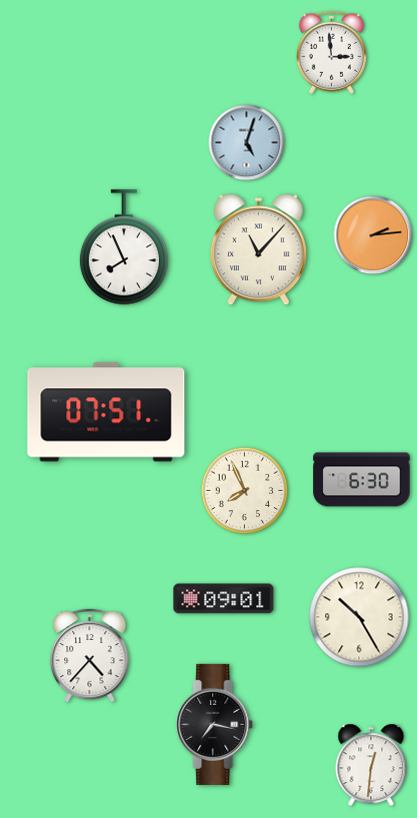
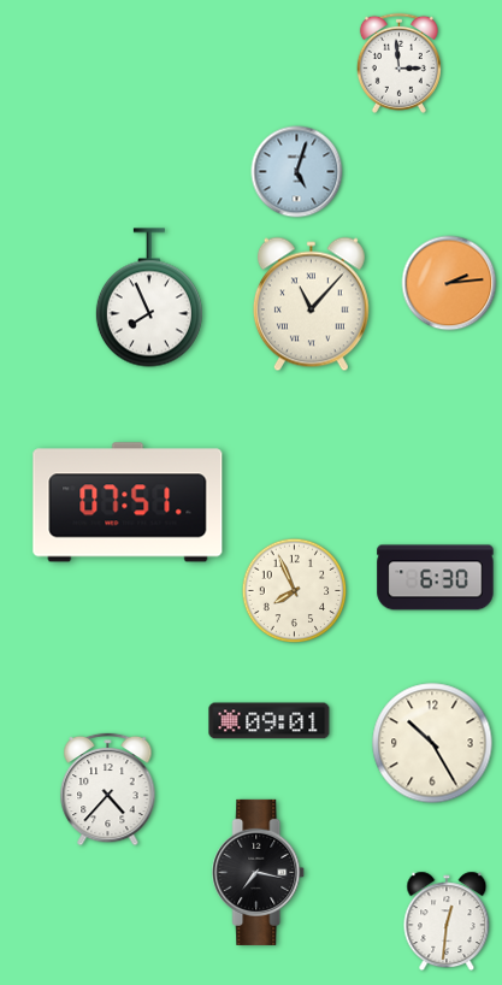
clock at (258, 250) position: (258, 250) -> (311, 305)
clock at (106, 412) position: (106, 412) -> (128, 502)
